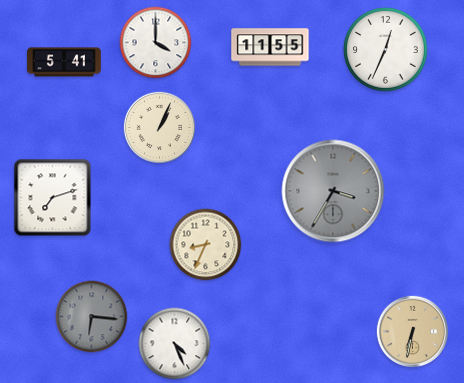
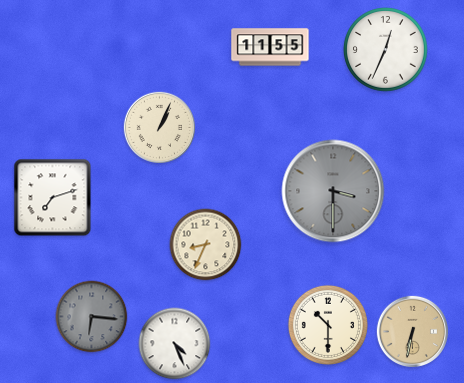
clock at (156, 43): 4:00 -> none
clock at (64, 62): 5:41 -> none
clock at (333, 191): 3:35 -> 3:30
clock at (328, 325): none -> 10:30
